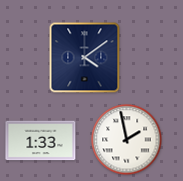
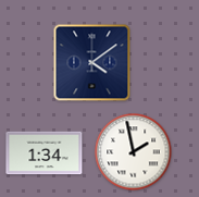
clock at (127, 140) position: (127, 140) -> (134, 152)
clock at (41, 141): 1:33 -> 1:34
